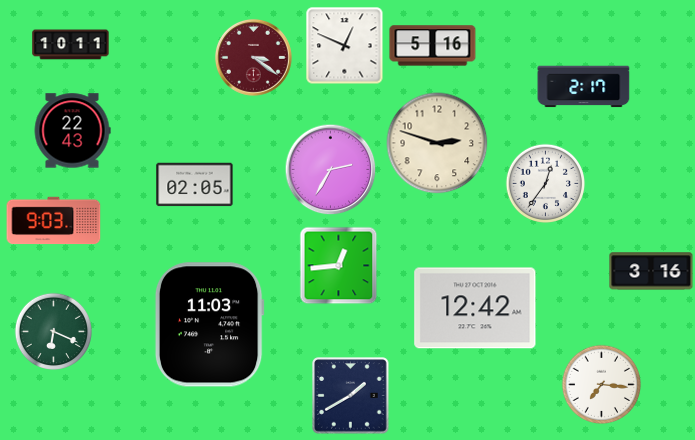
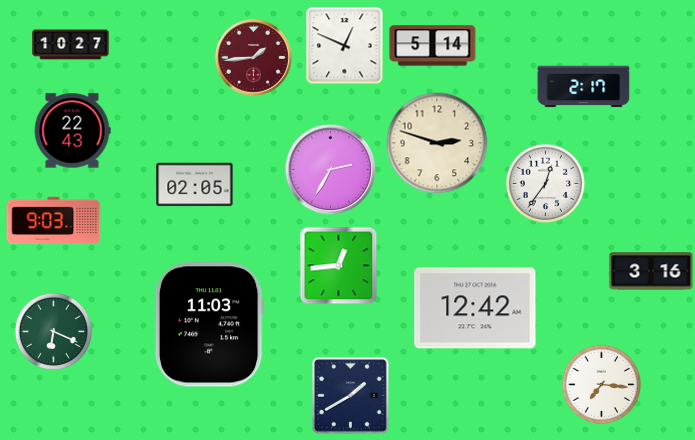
clock at (71, 45): 10:11 -> 10:27
clock at (433, 46): 5:16 -> 5:14
clock at (253, 57): 3:21 -> 1:44
